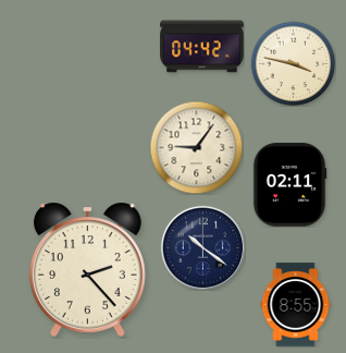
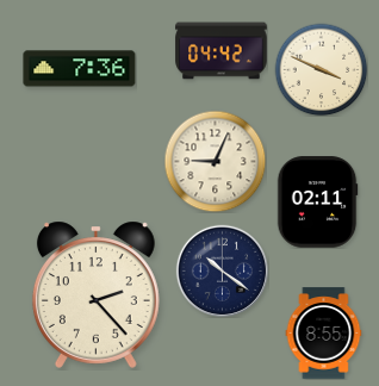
clock at (80, 69): none -> 7:36
clock at (293, 63): 3:47 -> 3:49
clock at (196, 147): 9:06 -> 9:04
